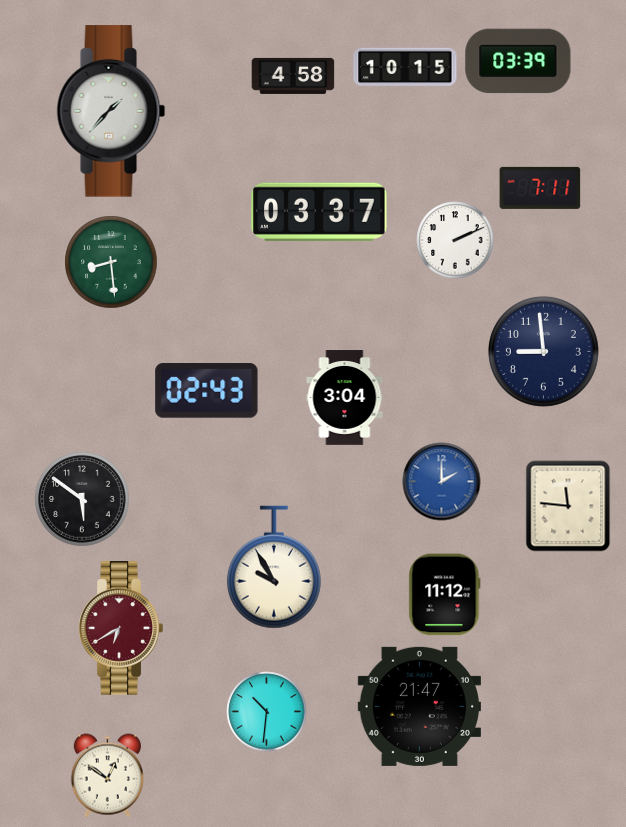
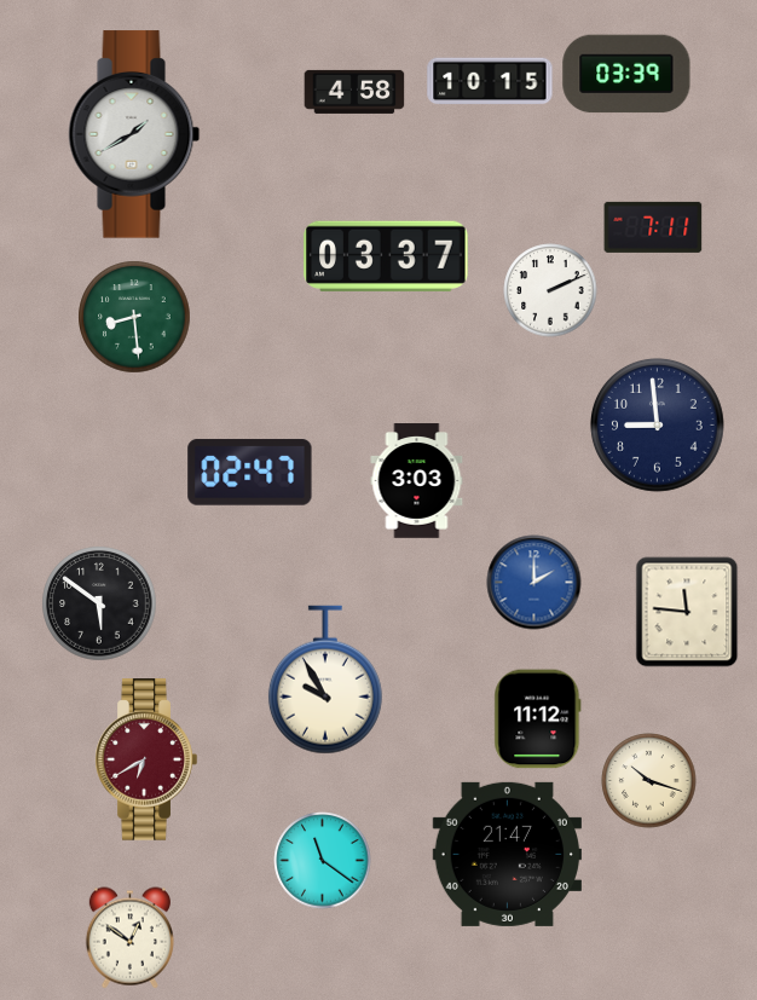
clock at (111, 111): 1:37 -> 1:40
clock at (207, 391): 02:43 -> 02:47
clock at (345, 398): 3:04 -> 3:03
clock at (274, 567) position: (274, 567) -> (325, 680)
clock at (649, 781): none -> 10:18
clock at (267, 712): 10:31 -> 11:21
